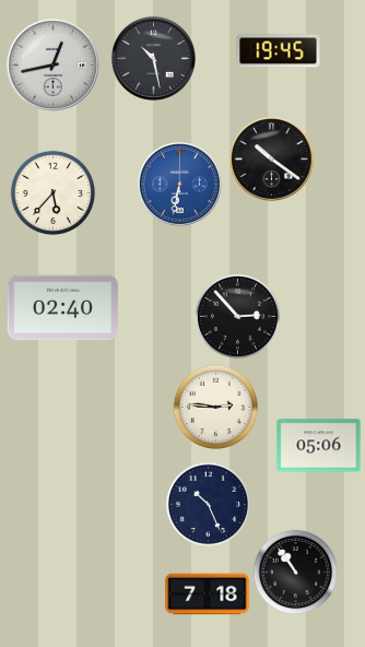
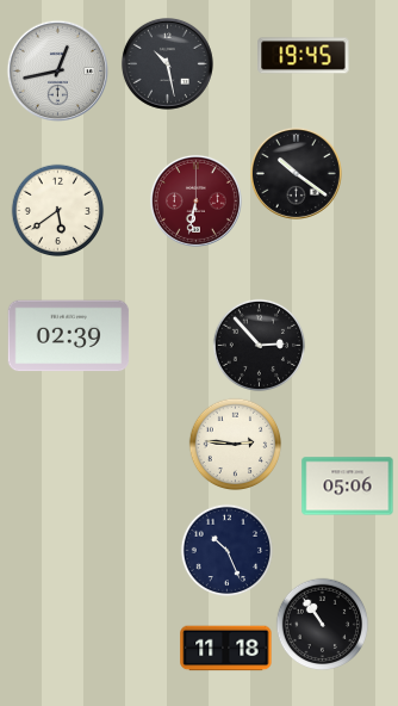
clock at (179, 184) dial: blue -> burgundy
clock at (52, 192): 5:37 -> 5:39
clock at (63, 308): 02:40 -> 02:39
clock at (208, 595): 7:18 -> 11:18
